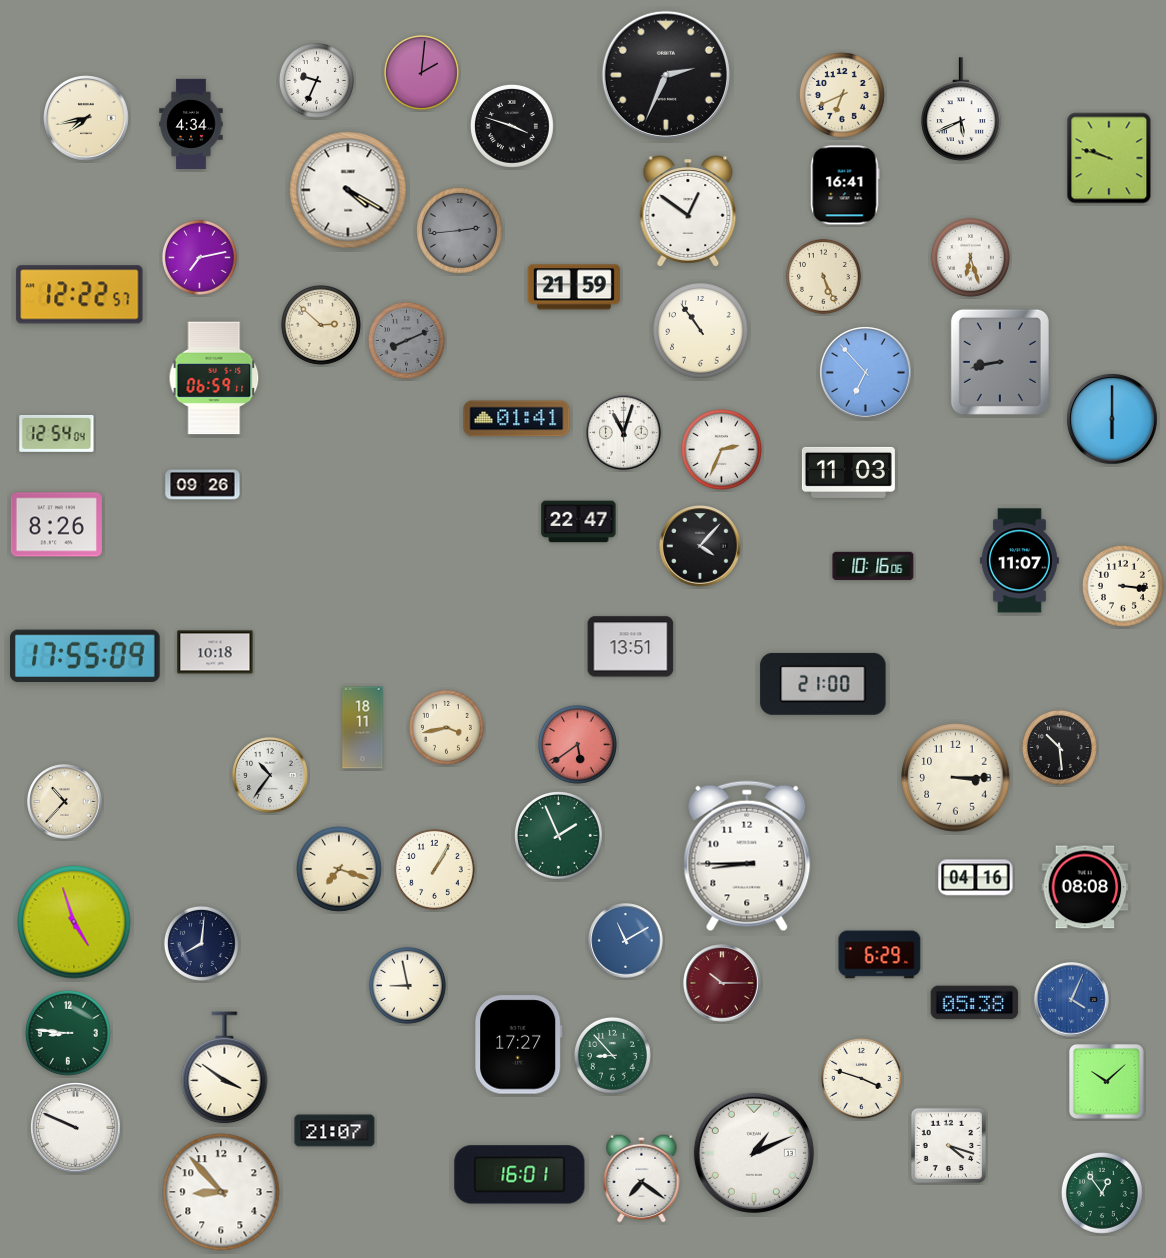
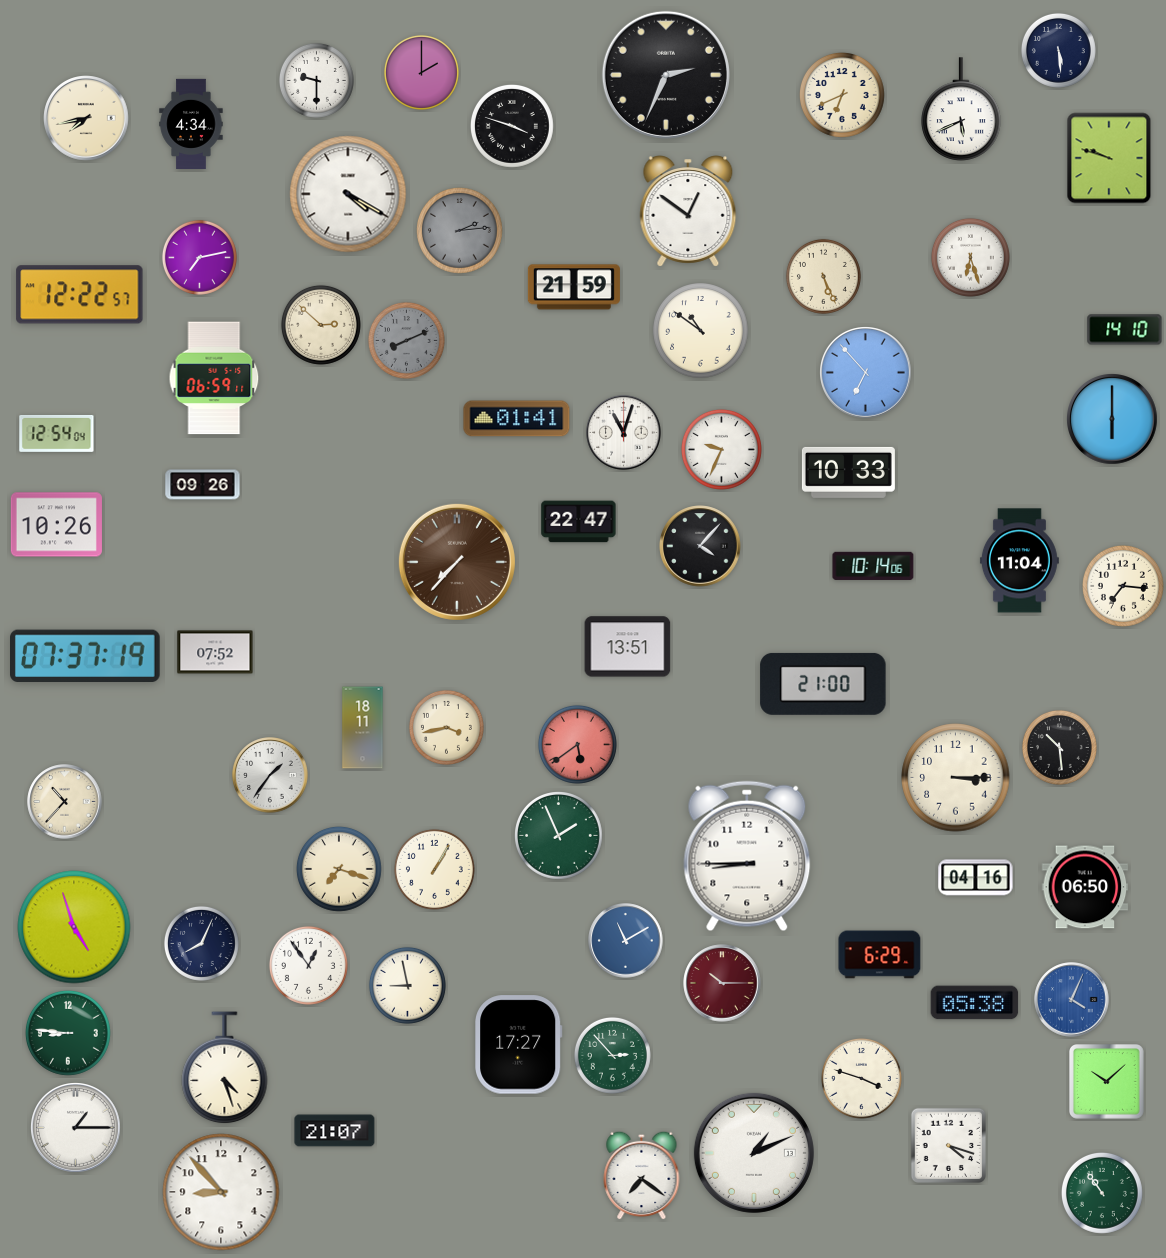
clock at (1058, 50): none -> 5:29
clock at (421, 72): 2:01 -> 2:00
clock at (316, 80): 9:34 -> 9:30
clock at (845, 185): 16:41 -> none
clock at (348, 190) position: (348, 190) -> (348, 194)
clock at (460, 231): 2:44 -> 2:14
clock at (1125, 330): none -> 14:10
clock at (701, 331): 10:54 -> 10:51
clock at (1000, 362): 8:43 -> none
clock at (721, 449): 2:34 -> 9:34
clock at (848, 472): 11:03 -> 10:33
clock at (56, 525): 8:26 -> 10:26
clock at (1019, 561): 11:07 -> 11:04
clock at (457, 562): none -> 7:37
clock at (873, 565): 10:16 -> 10:14
clock at (1123, 586): 3:16 -> 7:16
clock at (631, 647) position: (631, 647) -> (628, 647)
clock at (215, 652): 10:18 -> 07:52
clock at (86, 655): 17:55 -> 07:37
clock at (270, 775): 10:36 -> 1:36
clock at (1085, 887): 08:08 -> 06:50
clock at (74, 922) position: (74, 922) -> (74, 927)
clock at (201, 943): 8:01 -> 8:04
clock at (308, 965): none -> 12:54
clock at (612, 1055): 8:53 -> 2:53
clock at (225, 1068): 3:51 -> 4:27
clock at (76, 1128): 9:49 -> 1:15
clock at (520, 1175): 16:01 -> none
clock at (642, 1178) position: (642, 1178) -> (642, 1175)
clock at (1102, 1193): 12:54 -> 10:54
